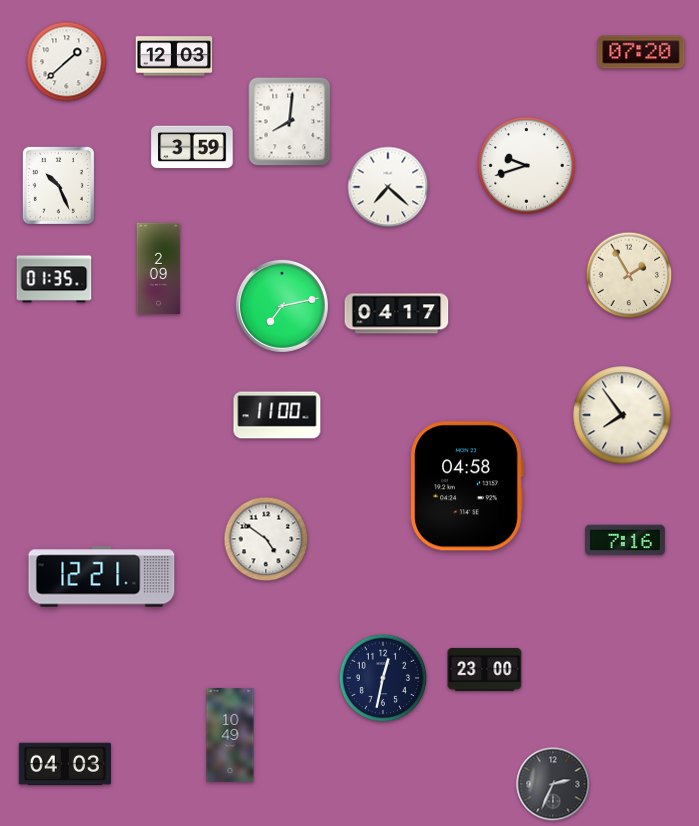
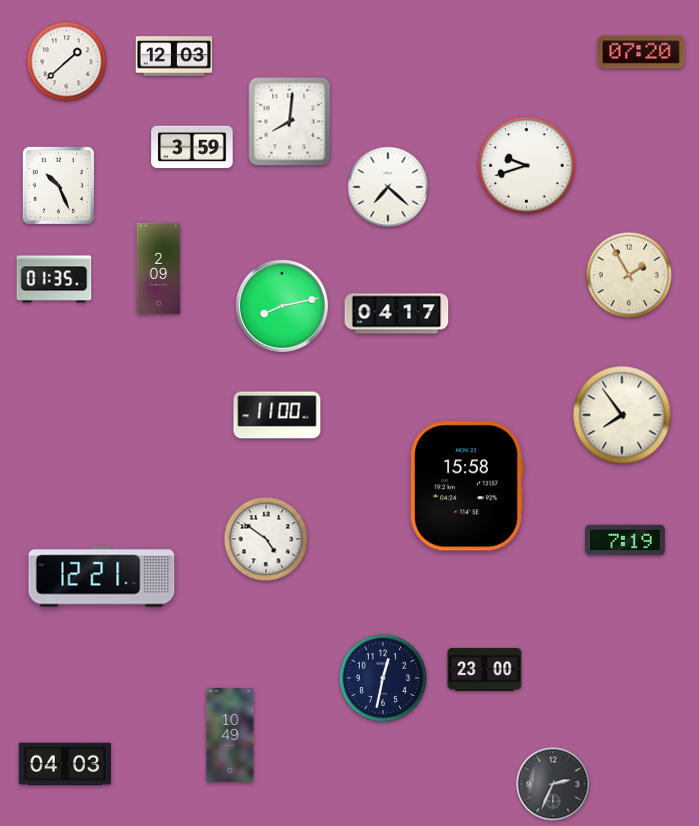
clock at (282, 306): 7:13 -> 8:13
clock at (467, 486): 04:58 -> 15:58
clock at (625, 540): 7:16 -> 7:19
